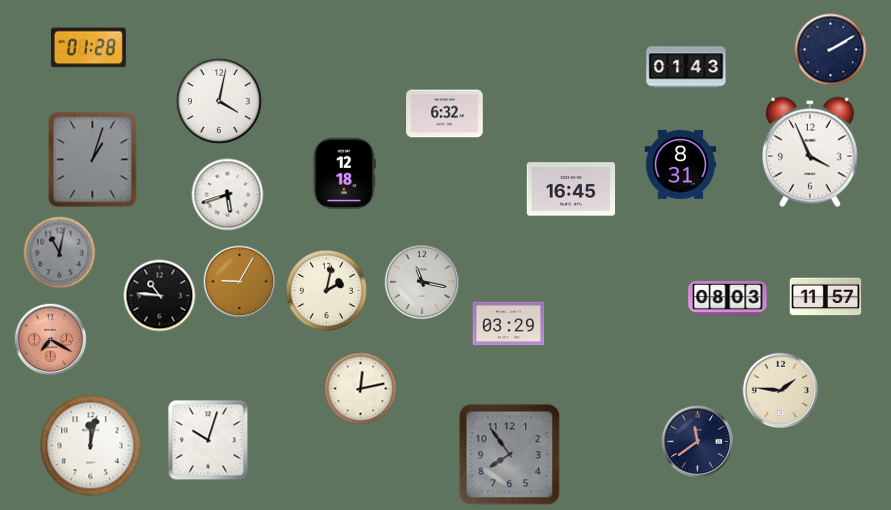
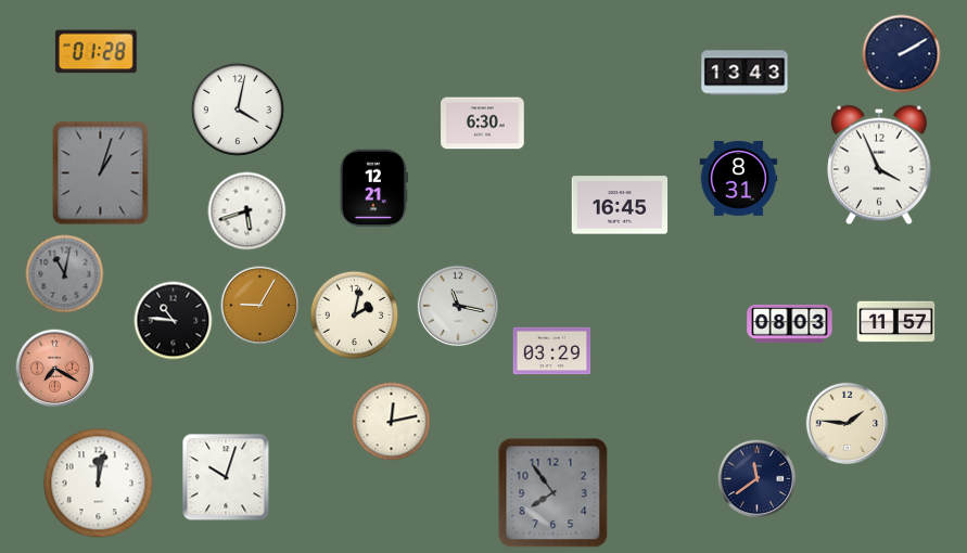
clock at (686, 67): 01:43 -> 13:43
clock at (445, 114): 6:32 -> 6:30
clock at (344, 174): 12:18 -> 12:21
